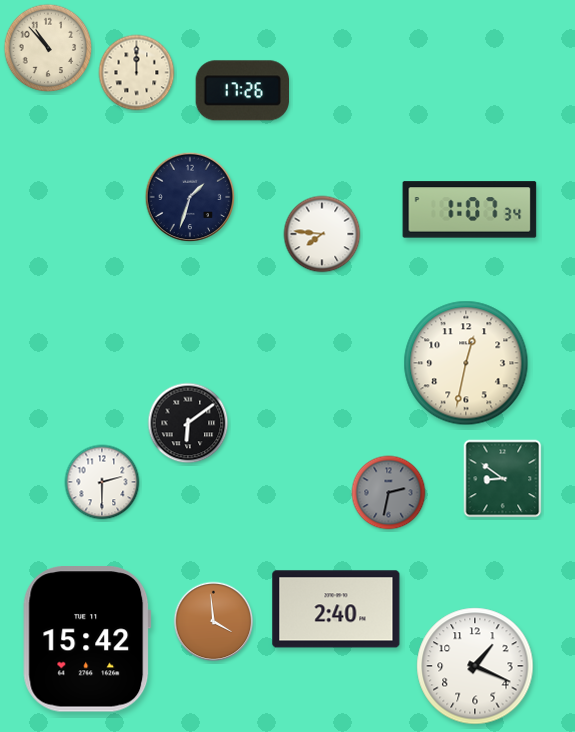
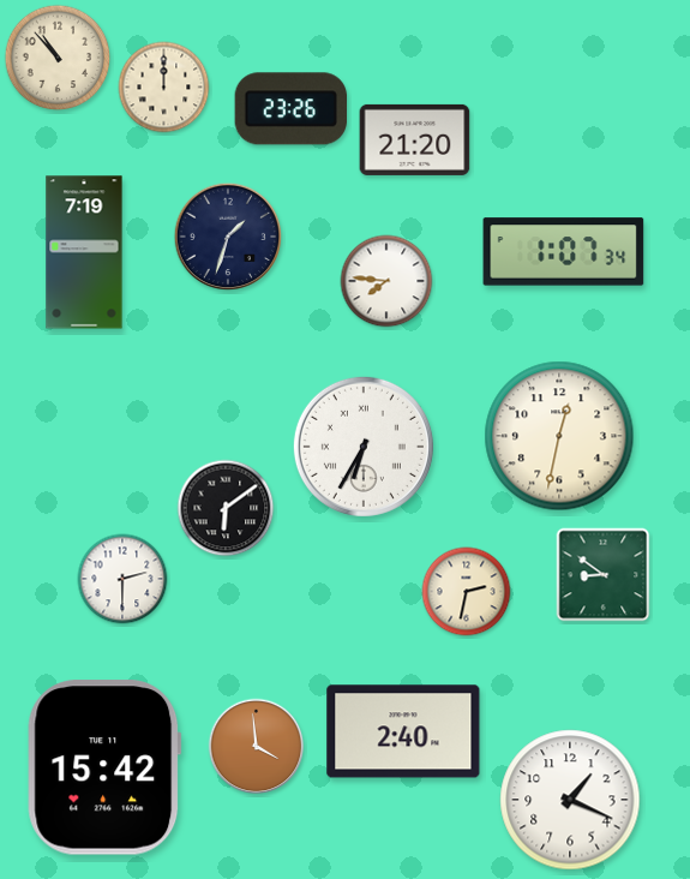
clock at (242, 91): 17:26 -> 23:26
clock at (415, 139): none -> 21:20
clock at (84, 252): none -> 7:19
clock at (364, 447): none -> 6:35
clock at (389, 493) dial: grey -> cream
